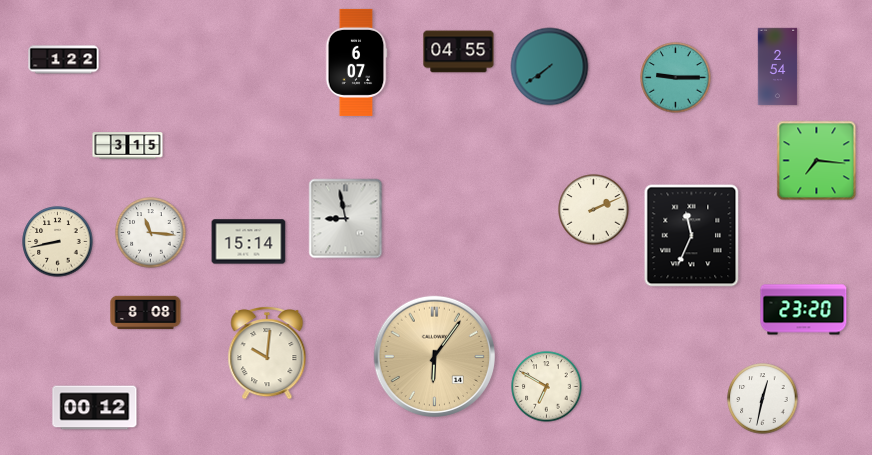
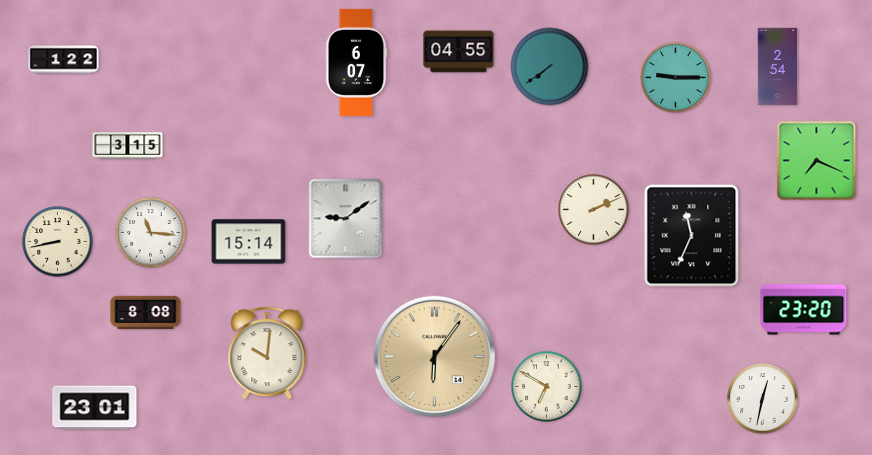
clock at (817, 161): 7:16 -> 7:19
clock at (346, 219): 8:58 -> 9:09
clock at (95, 408): 00:12 -> 23:01
